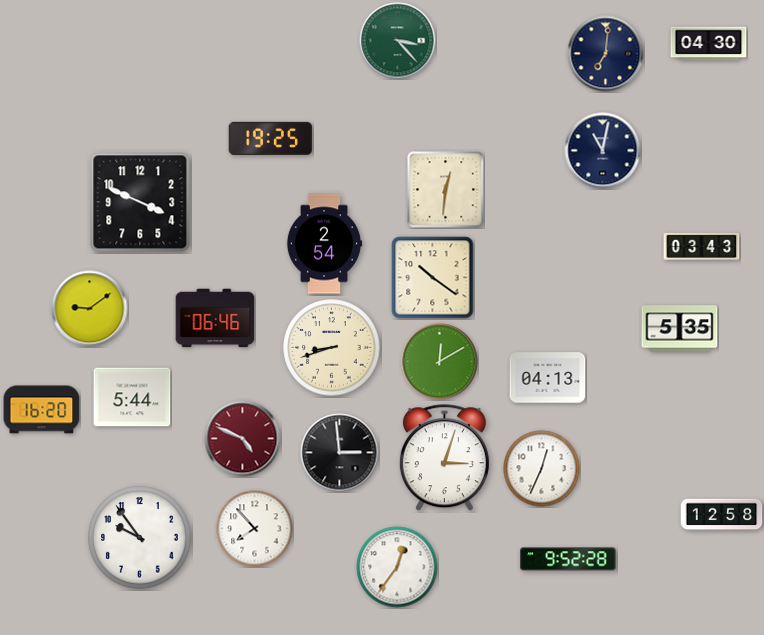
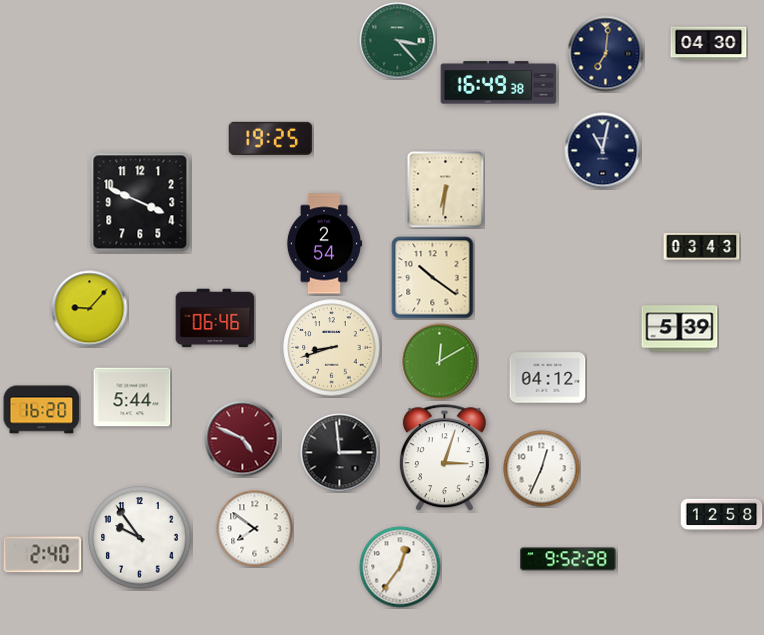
clock at (499, 83): none -> 16:49
clock at (446, 190): 12:31 -> 6:31
clock at (90, 309): 9:09 -> 9:07
clock at (680, 329): 5:35 -> 5:39
clock at (548, 378): 04:13 -> 04:12
clock at (255, 529): 7:53 -> 7:51
clock at (43, 555): none -> 2:40
clock at (397, 567) position: (397, 567) -> (400, 567)
